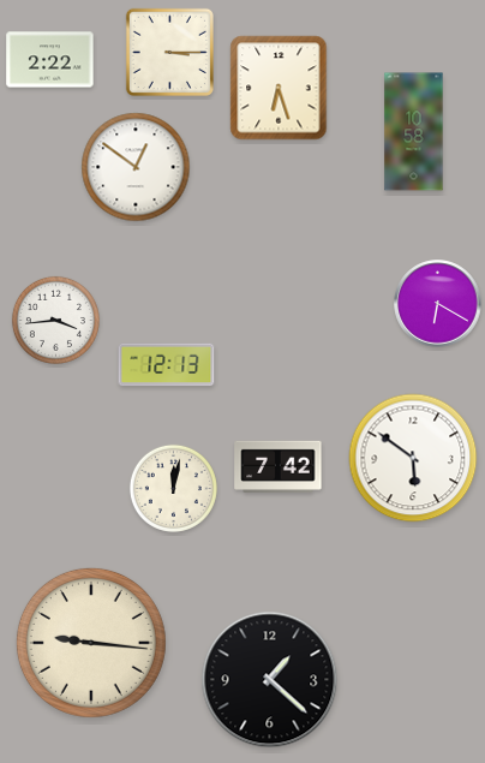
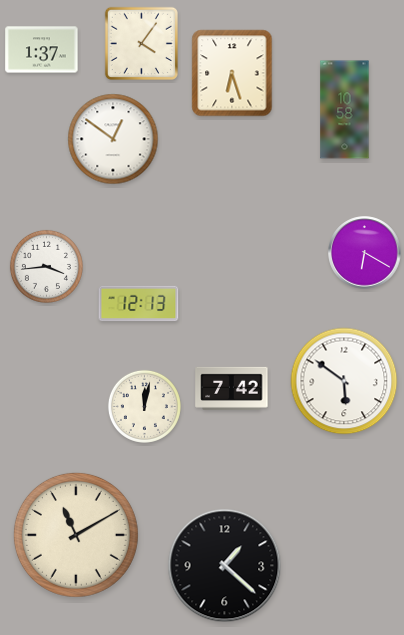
clock at (169, 52): 3:15 -> 4:06
clock at (50, 60): 2:22 -> 1:37
clock at (91, 643): 9:16 -> 11:10
